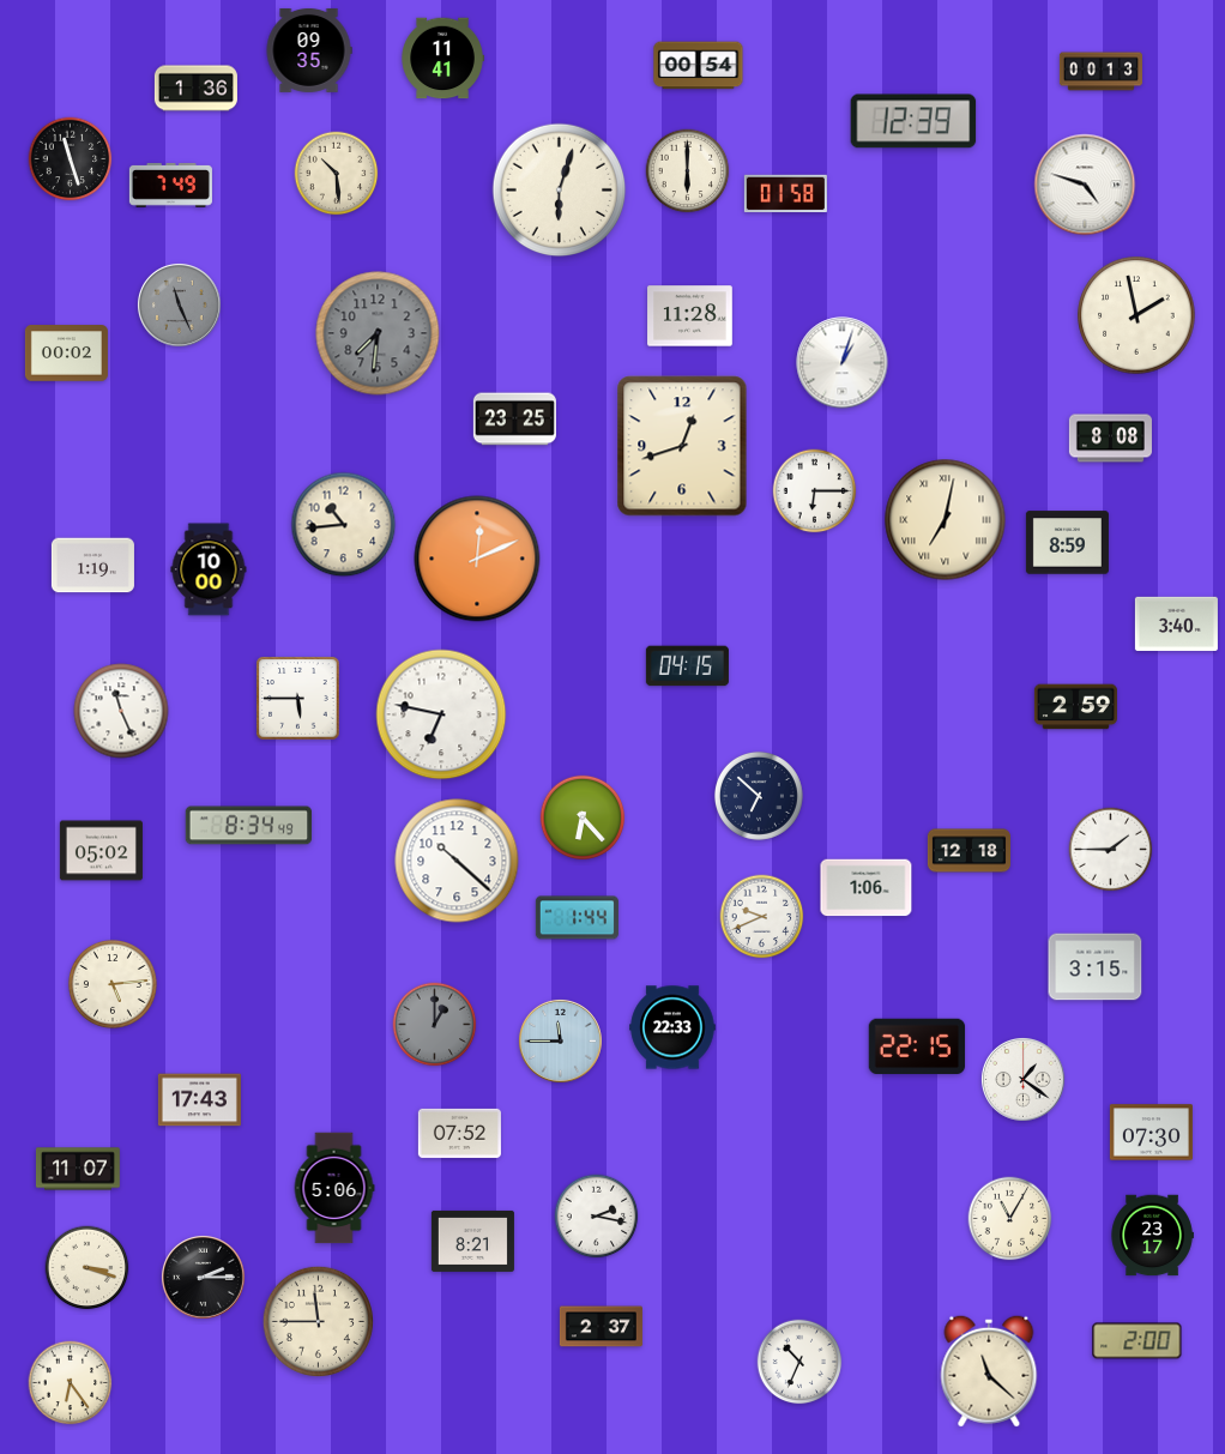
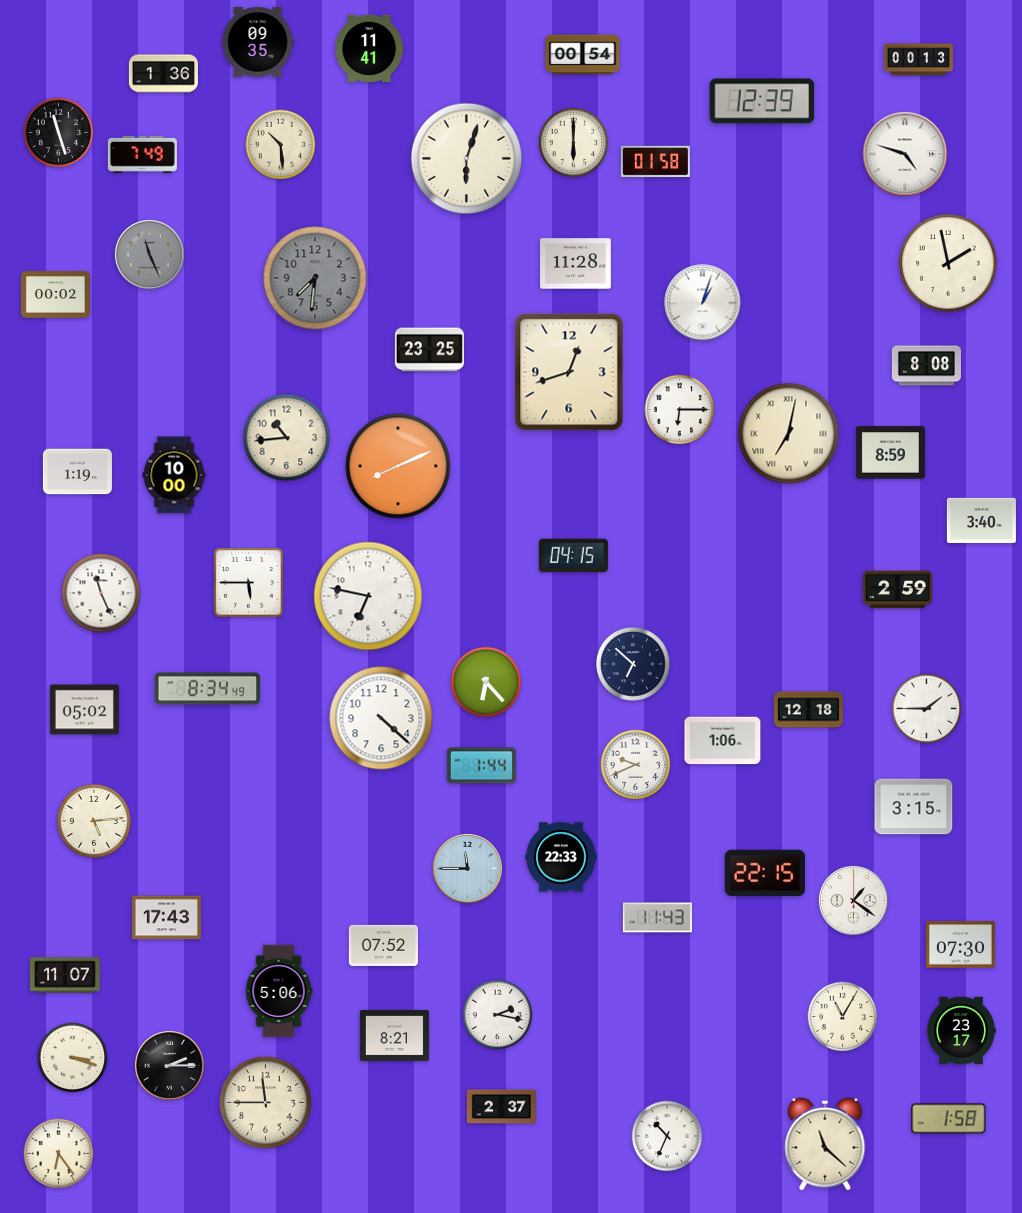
clock at (477, 559): 12:11 -> 8:11
clock at (457, 861): 10:22 -> 4:22
clock at (435, 1025): 1:00 -> none
clock at (657, 918): none -> 11:43
clock at (1137, 1341): 2:00 -> 1:58
